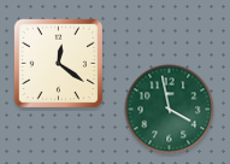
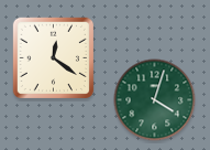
clock at (170, 110): 3:58 -> 4:03
